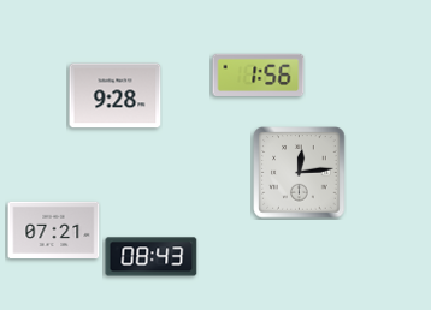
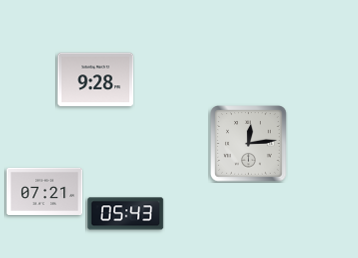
clock at (259, 74): 1:56 -> none
clock at (152, 257): 08:43 -> 05:43
